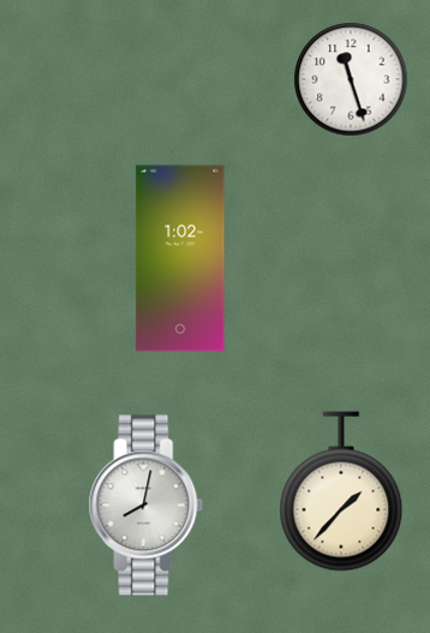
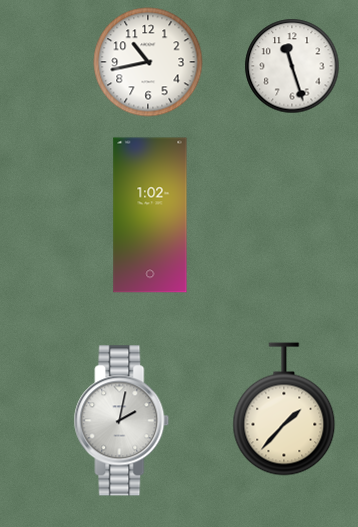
clock at (148, 62): none -> 10:43
clock at (147, 506): 8:02 -> 2:02
